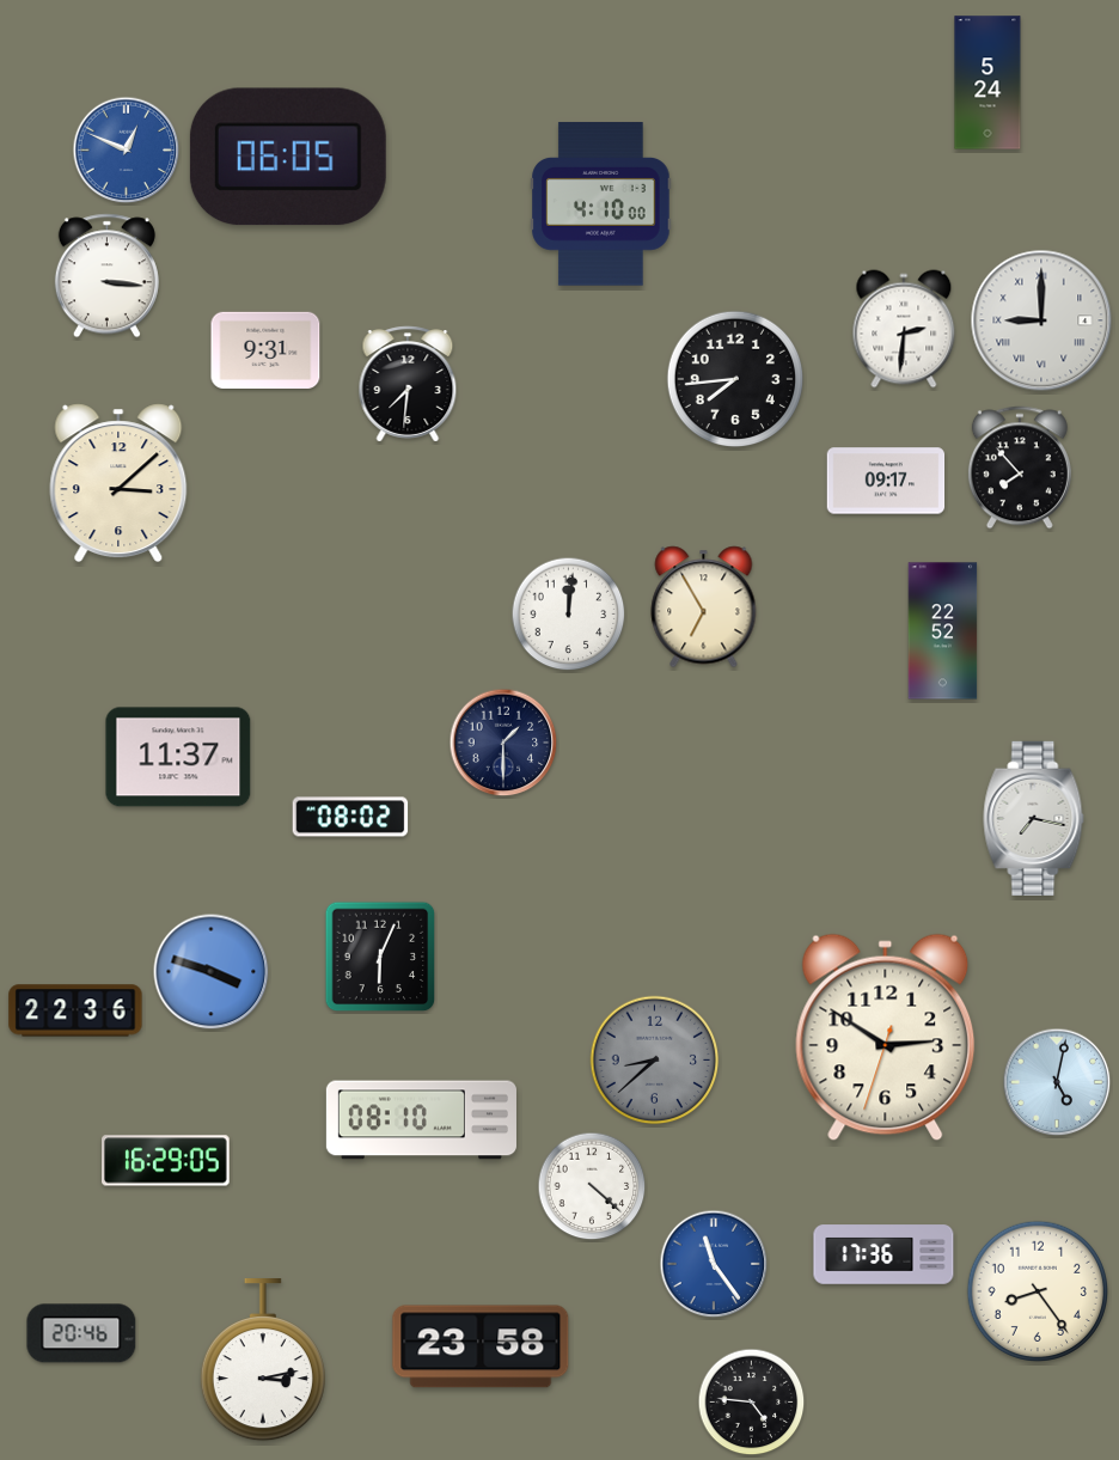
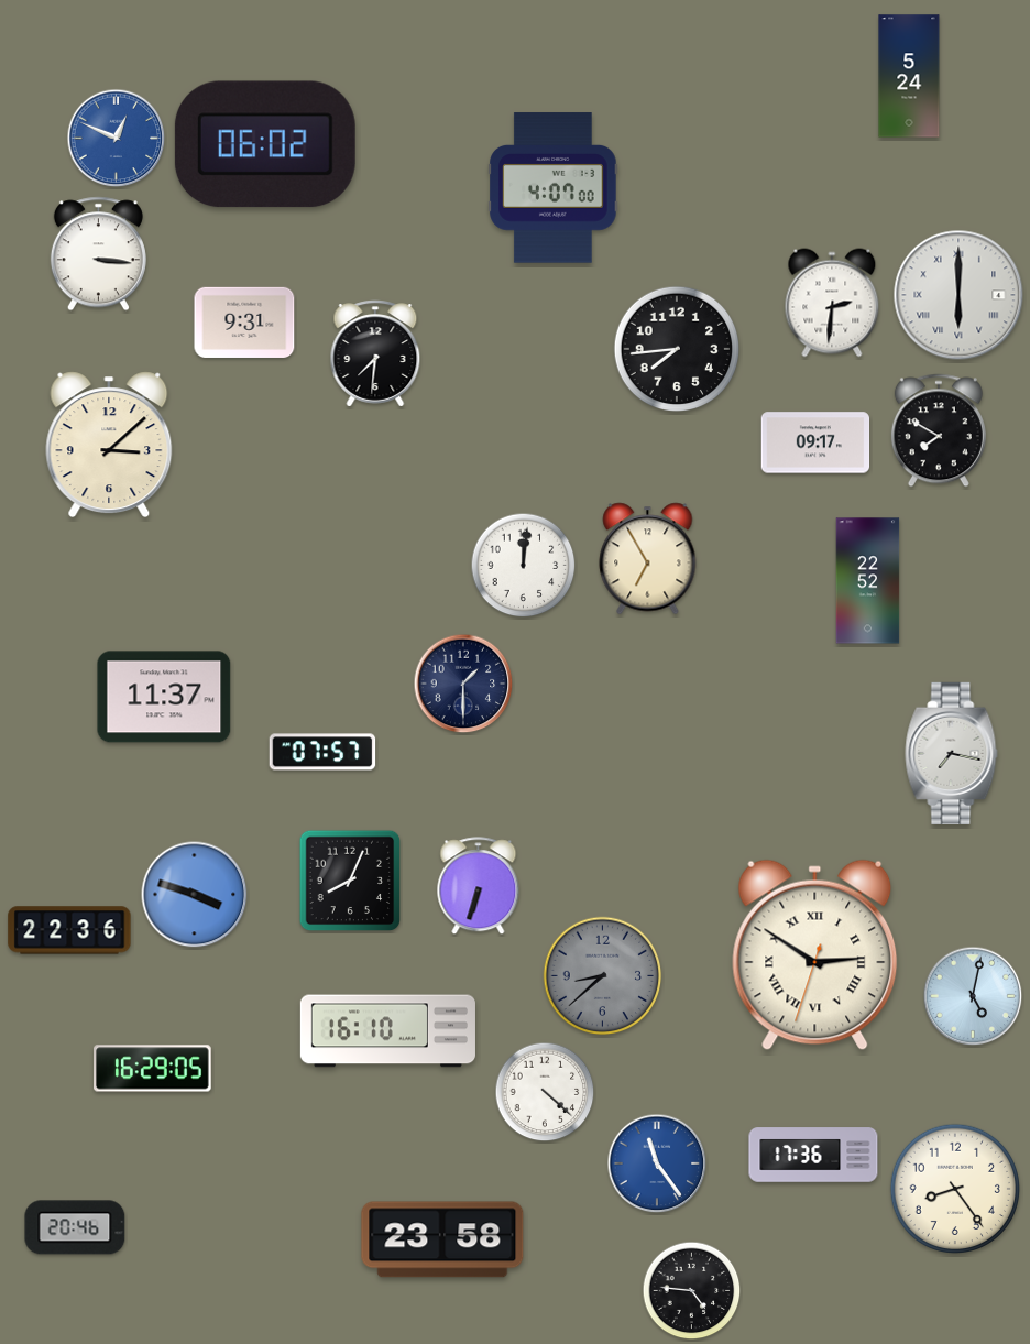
clock at (288, 157): 06:05 -> 06:02
clock at (601, 204): 4:10 -> 4:07
clock at (1041, 320): 9:00 -> 6:00
clock at (1020, 468): 7:53 -> 7:50
clock at (350, 817): 08:02 -> 07:57
clock at (380, 957): 6:04 -> 8:04
clock at (479, 886): none -> 6:33
clock at (886, 1038) numerals: Arabic -> Roman
clock at (421, 1120): 08:10 -> 16:10
clock at (263, 1361): 3:13 -> none
